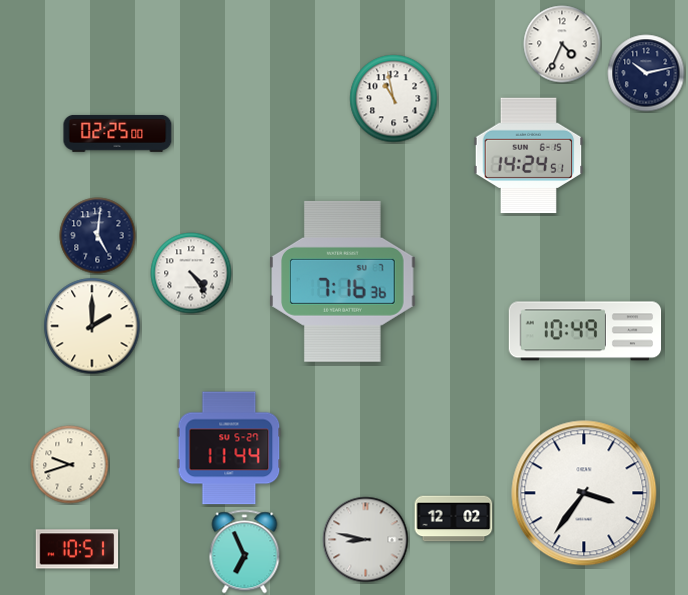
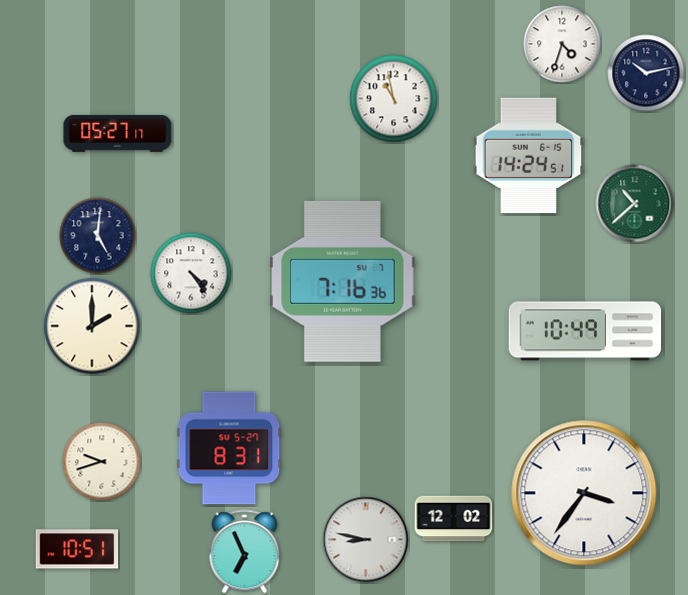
clock at (562, 44): 4:34 -> 4:33
clock at (118, 133): 02:25 -> 05:27
clock at (635, 204): none -> 10:38
clock at (229, 448): 11:44 -> 8:31
clock at (70, 465) position: (70, 465) -> (102, 462)
